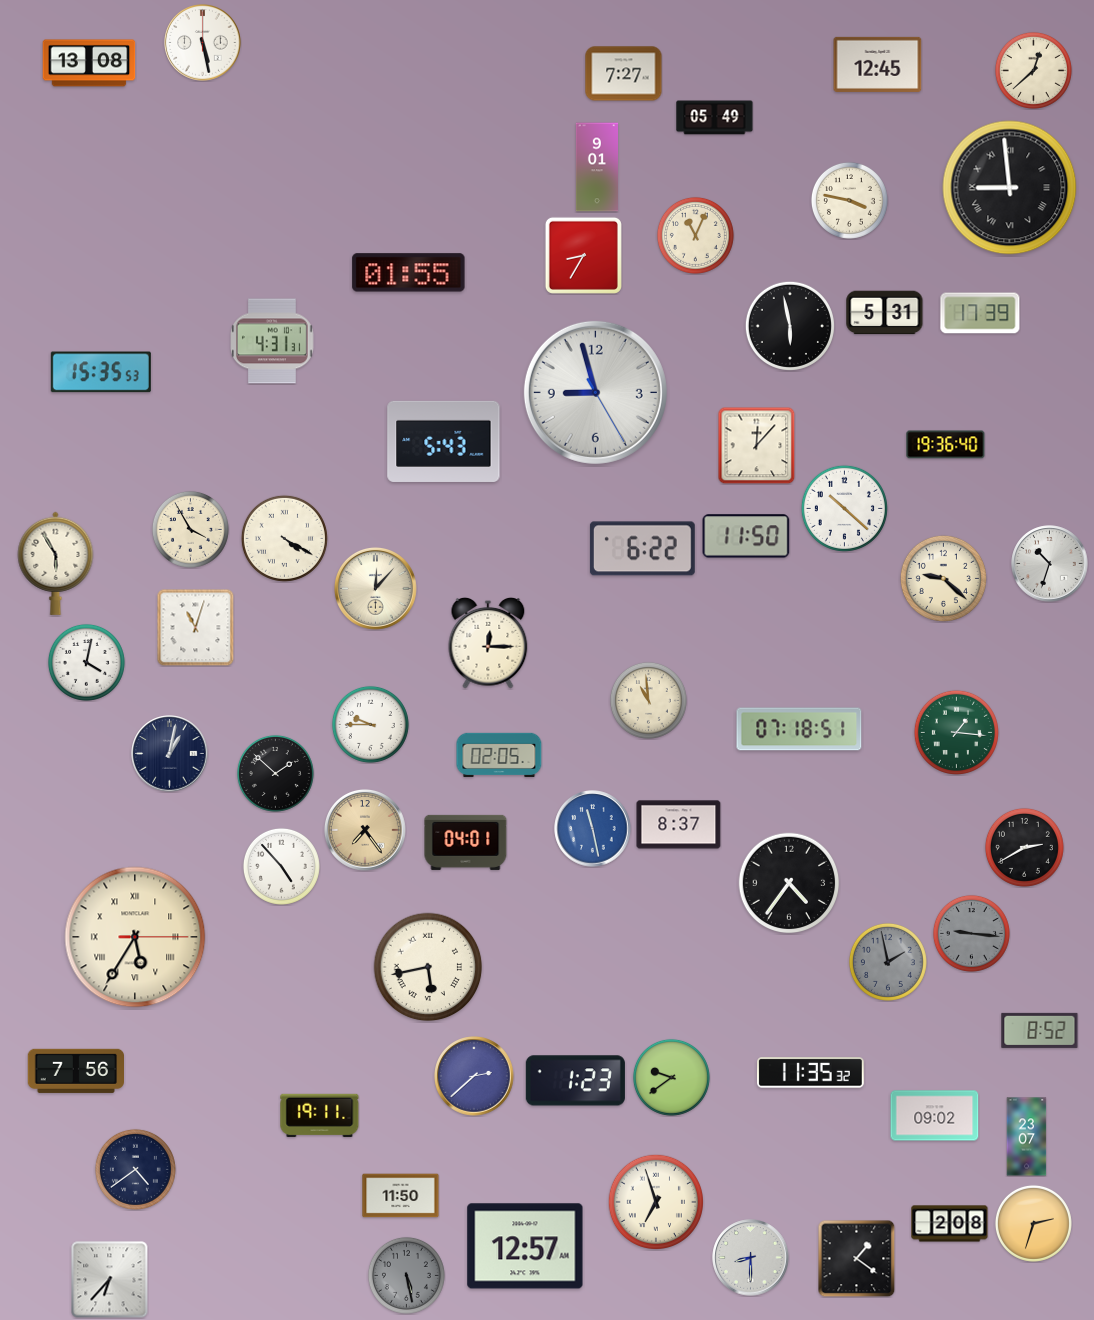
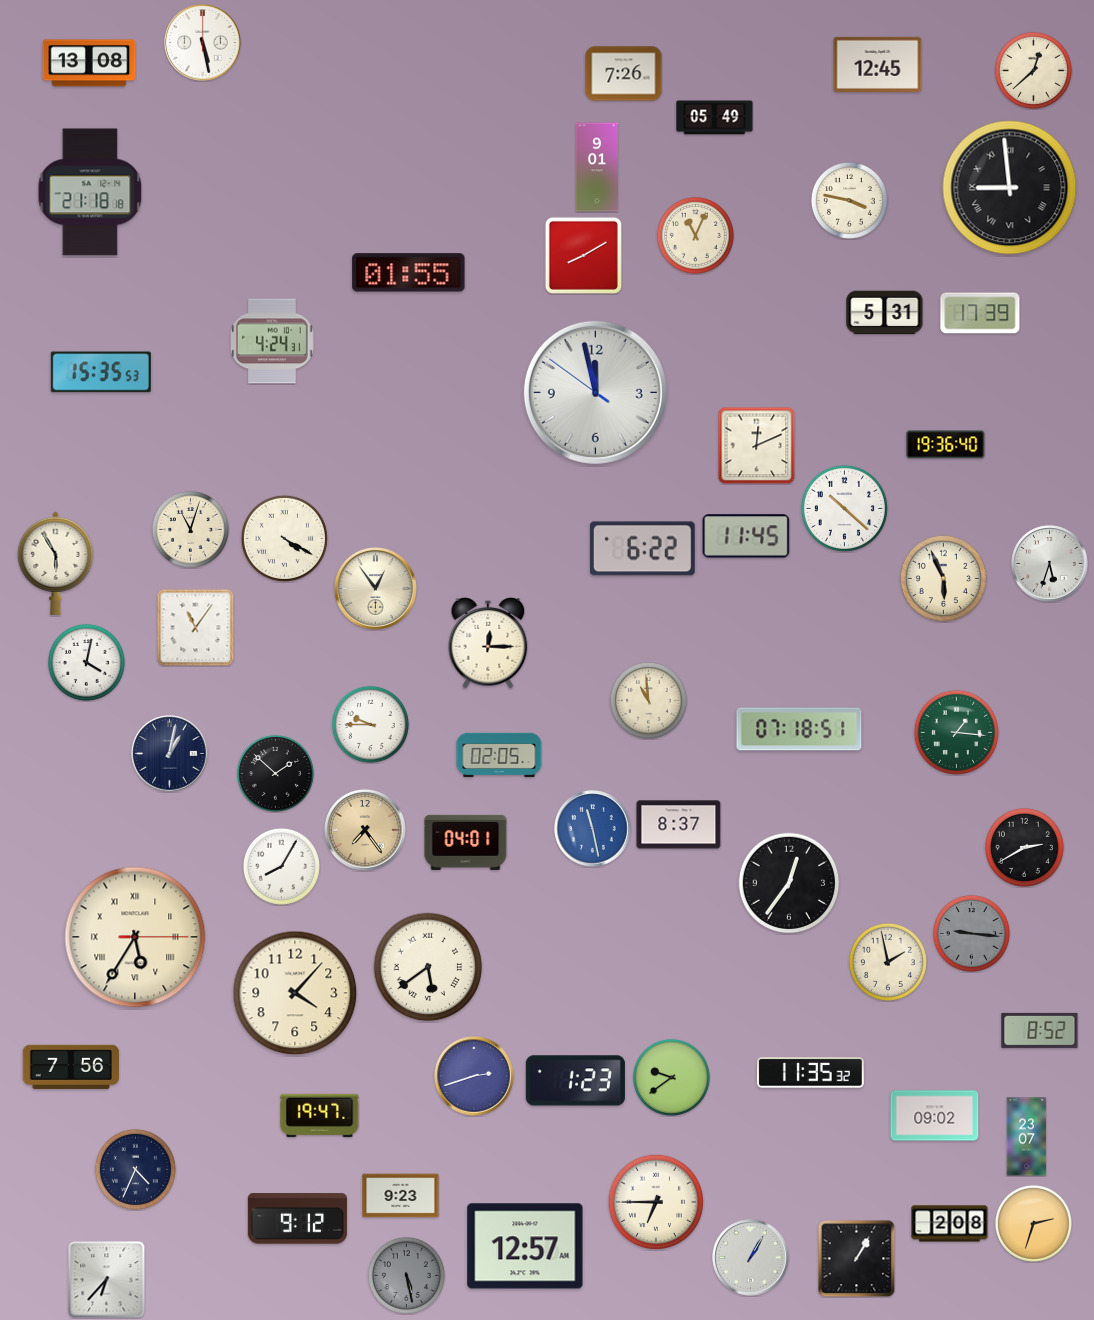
clock at (624, 74): 7:27 -> 7:26
clock at (90, 192): none -> 21:18
clock at (583, 255): 8:35 -> 8:10
clock at (790, 326): 5:58 -> none
clock at (273, 341): 4:31 -> 4:24
clock at (595, 392): 8:57 -> 11:57
clock at (444, 441): 5:43 -> none
clock at (756, 445): 12:07 -> 12:11
clock at (190, 529): 3:55 -> 11:03
clock at (746, 536): 11:50 -> 11:45
clock at (1050, 564): 10:33 -> 5:33
clock at (943, 578): 9:22 -> 5:56
clock at (375, 588): 12:07 -> 12:54
clock at (195, 627): 11:03 -> 11:06
clock at (281, 866): 4:53 -> 8:05
clock at (789, 883): 4:36 -> 12:36
clock at (888, 962) dial: grey -> cream
clock at (428, 967): 5:43 -> 5:39
clock at (295, 993): none -> 4:07
clock at (75, 1071) position: (75, 1071) -> (70, 1067)
clock at (474, 1076): 2:38 -> 2:42
clock at (320, 1115): 19:11 -> 19:47
clock at (135, 1169): 4:39 -> 4:34
clock at (401, 1196): 11:50 -> 9:23
clock at (655, 1201): 6:57 -> 6:45
clock at (297, 1219): none -> 9:12
clock at (751, 1258): 8:30 -> 1:05
clock at (856, 1258): 1:21 -> 1:05
clock at (110, 1280) position: (110, 1280) -> (107, 1280)
